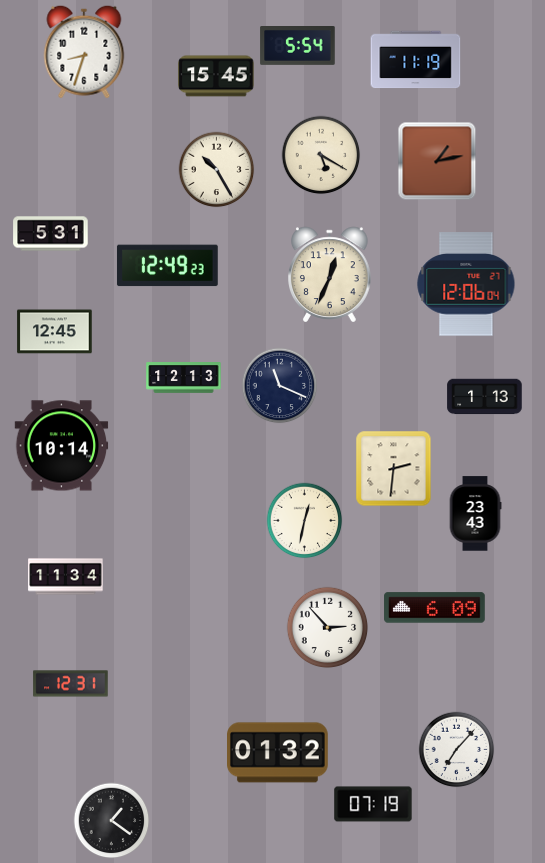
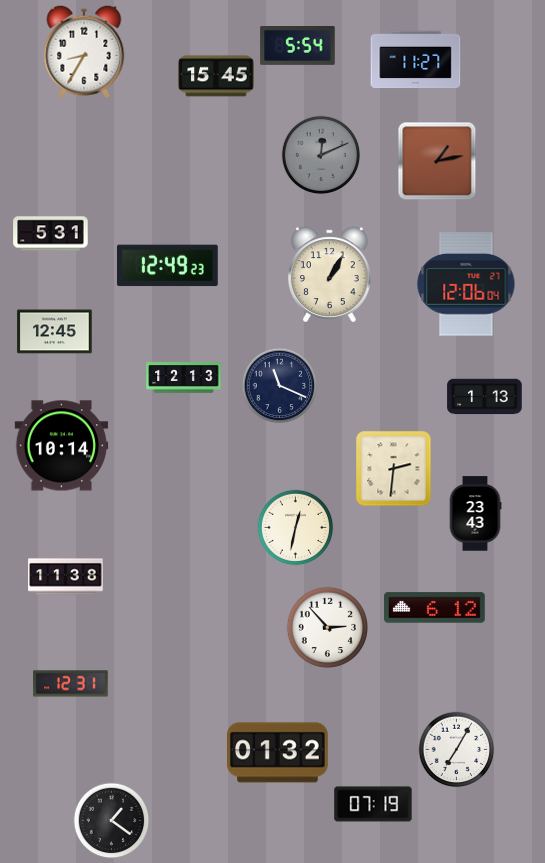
clock at (84, 52): 8:33 -> 8:35
clock at (416, 60): 11:19 -> 11:27
clock at (321, 155): 5:20 -> 12:11
clock at (321, 155) dial: cream -> grey
clock at (217, 170): 10:25 -> none
clock at (330, 275): 12:34 -> 1:05
clock at (305, 521) position: (305, 521) -> (296, 528)
clock at (66, 577): 11:34 -> 11:38
clock at (435, 608): 6:09 -> 6:12
clock at (457, 750): 7:07 -> 7:05
